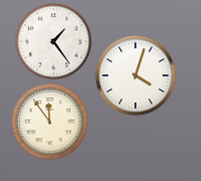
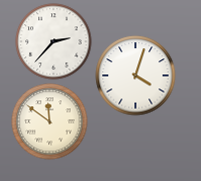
clock at (54, 42): 1:24 -> 2:37
clock at (50, 122): 11:54 -> 11:51
